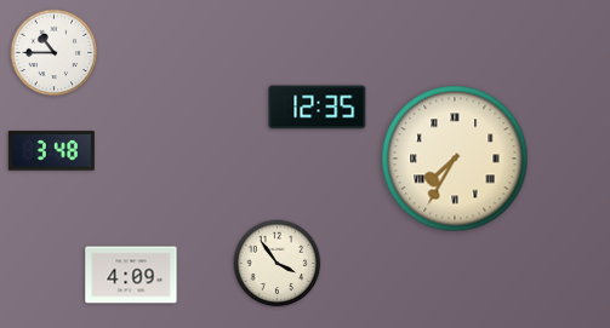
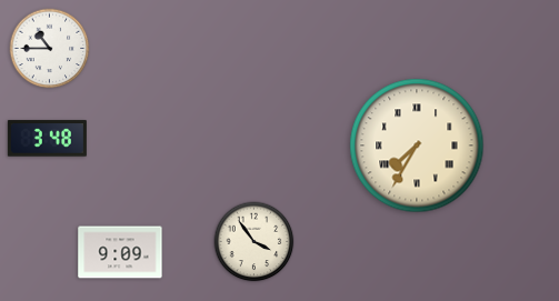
clock at (318, 108): 12:35 -> none
clock at (131, 275): 4:09 -> 9:09
